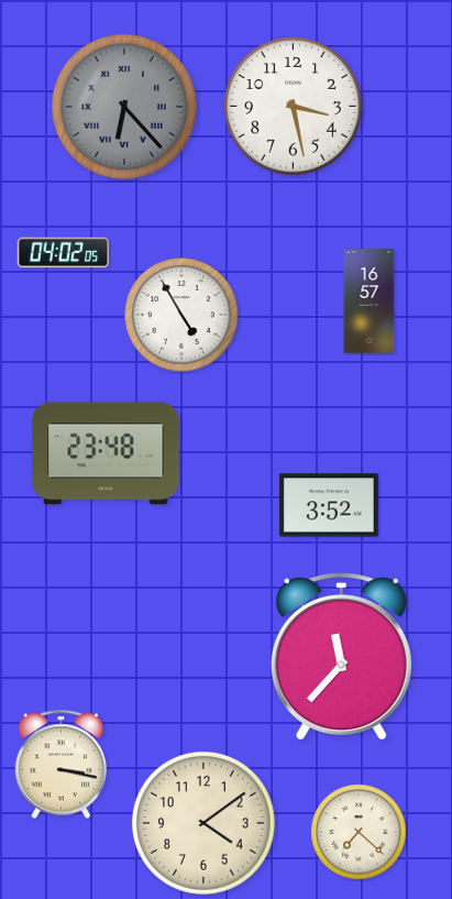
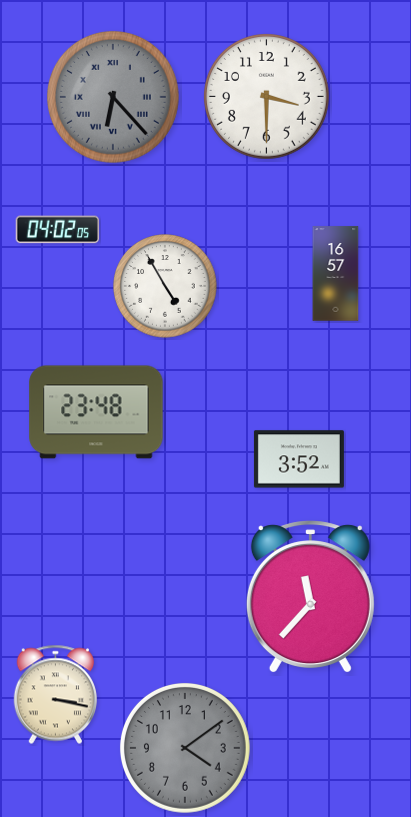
clock at (294, 107): 3:28 -> 3:30
clock at (203, 823) dial: cream -> grey
clock at (359, 832): 7:22 -> none
